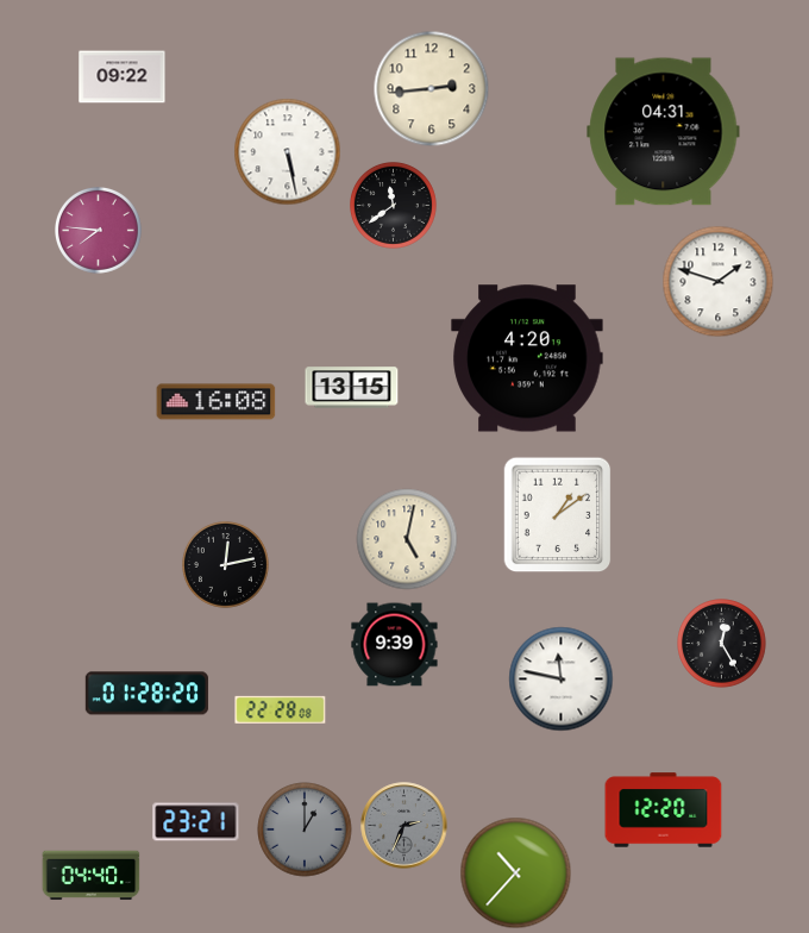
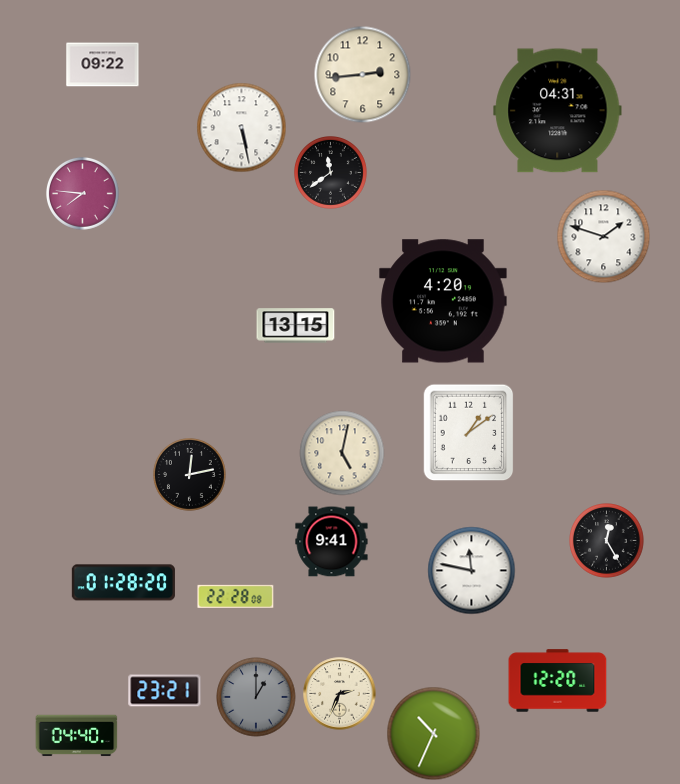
clock at (217, 402): 16:08 -> none
clock at (395, 645): 9:39 -> 9:41
clock at (404, 826) dial: grey -> cream
clock at (516, 873): 10:37 -> 10:34
